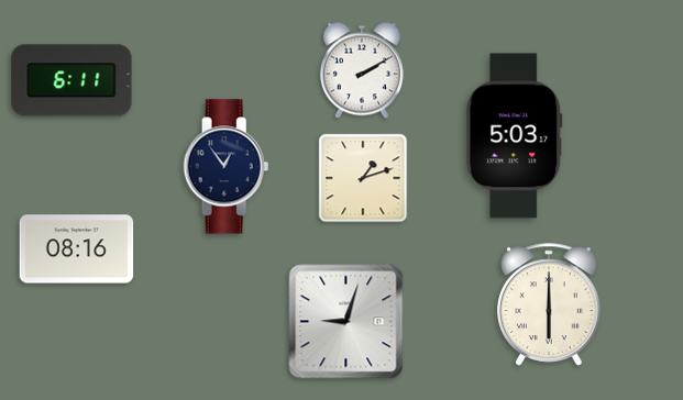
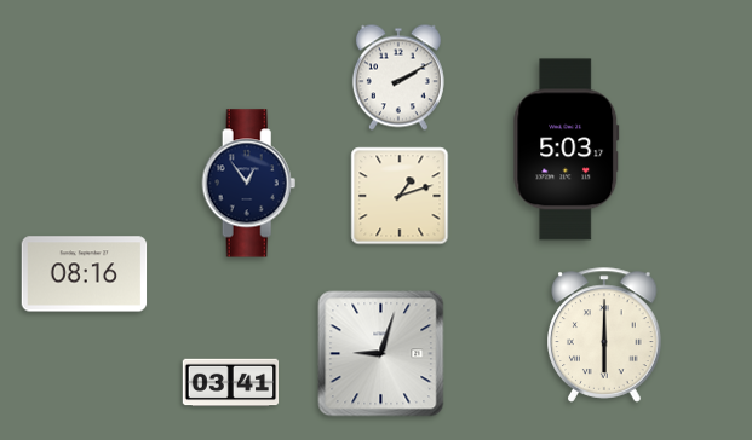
clock at (71, 80): 6:11 -> none
clock at (231, 383): none -> 03:41
